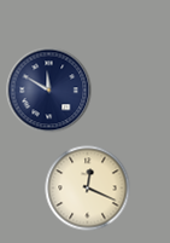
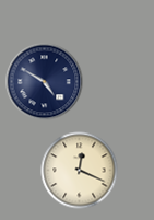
clock at (49, 91): 11:50 -> 4:50
